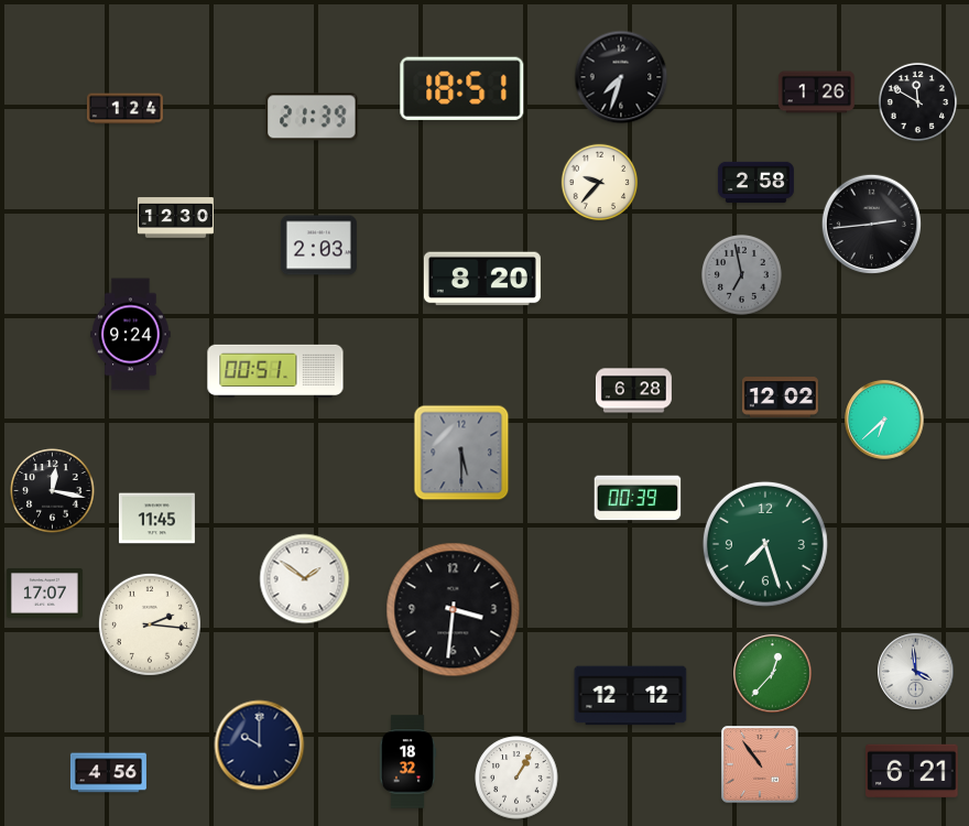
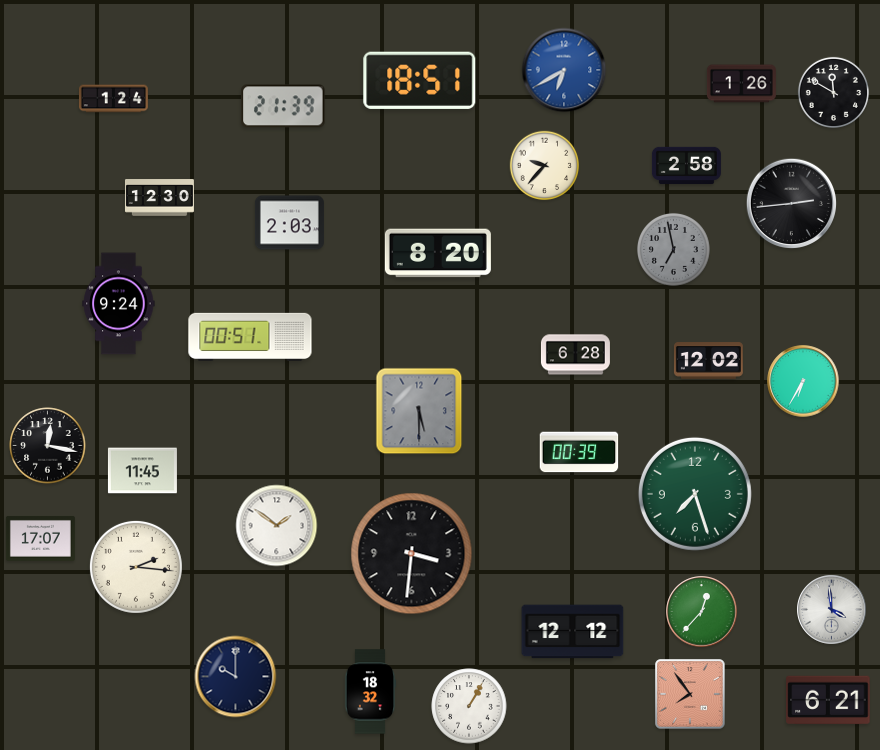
clock at (621, 77): 7:33 -> 6:40
clock at (621, 77) dial: black -> blue
clock at (884, 420): 6:38 -> 6:35
clock at (760, 764): 10:54 -> 7:54
clock at (108, 773): 4:56 -> none
